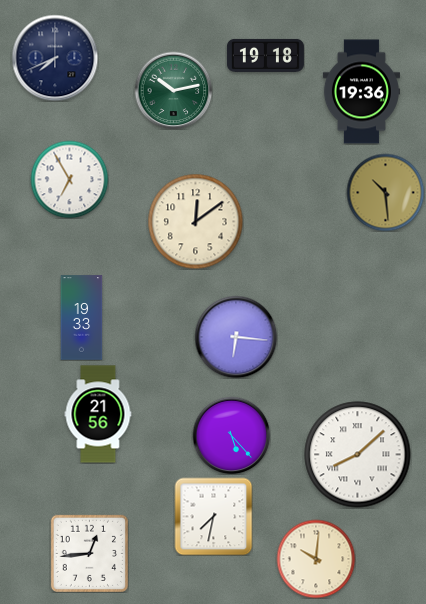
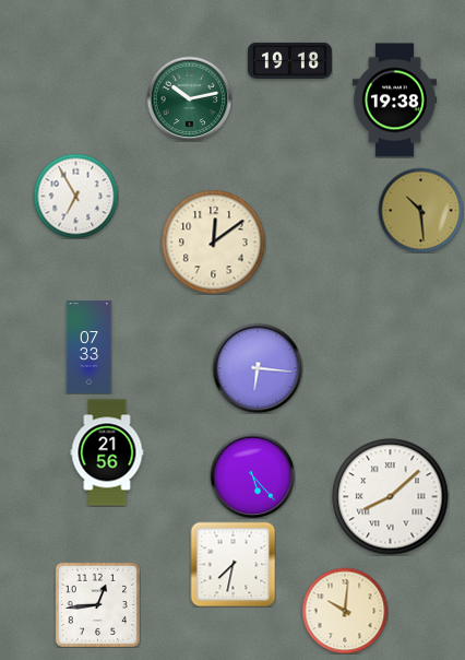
clock at (55, 58): 7:41 -> none
clock at (361, 92): 19:36 -> 19:38
clock at (82, 318): 19:33 -> 07:33
